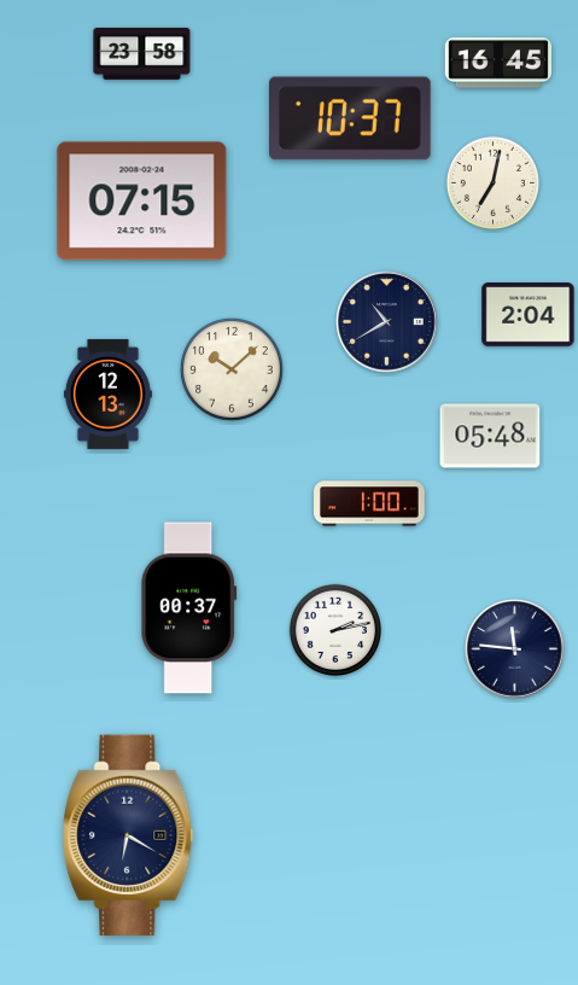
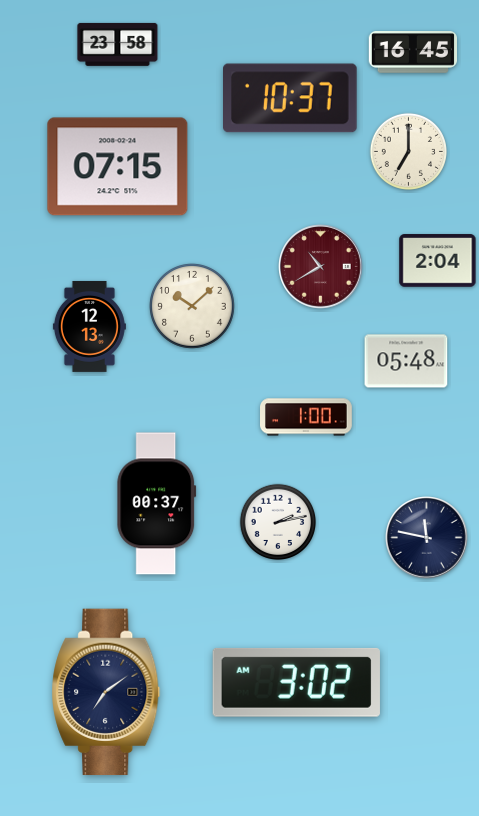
clock at (492, 182): 7:02 -> 7:00
clock at (387, 322) dial: navy -> burgundy
clock at (515, 649): 11:46 -> 11:47
clock at (296, 682): none -> 3:02
clock at (128, 835): 6:20 -> 7:09
